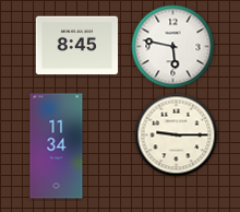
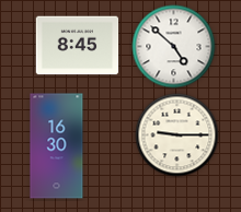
clock at (173, 47): 5:47 -> 4:52
clock at (57, 146): 11:34 -> 16:30
